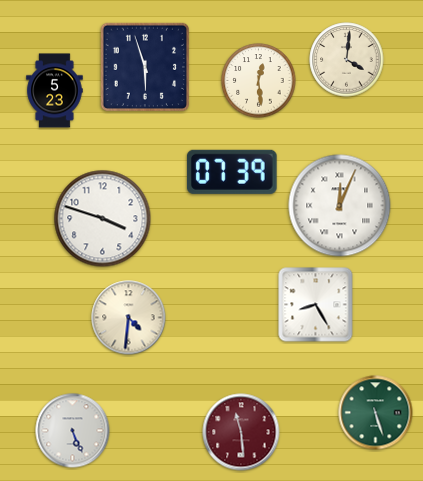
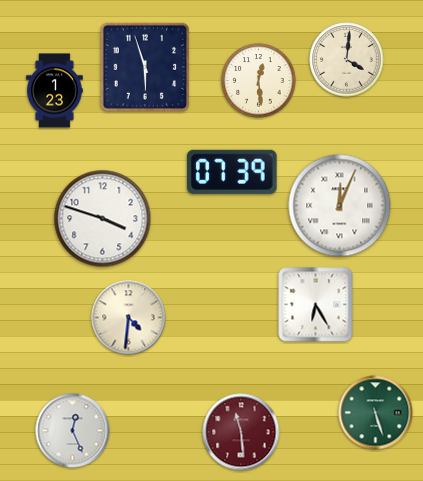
clock at (55, 91): 5:23 -> 1:23
clock at (316, 305): 8:25 -> 6:25
clock at (73, 431): 5:26 -> 12:26
